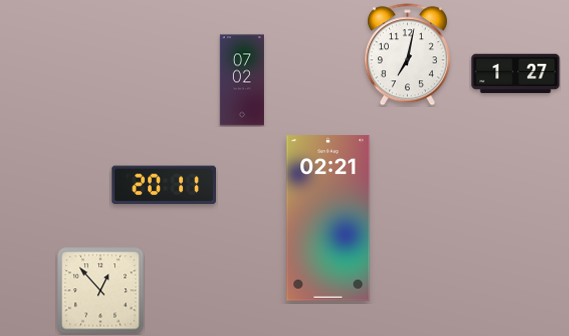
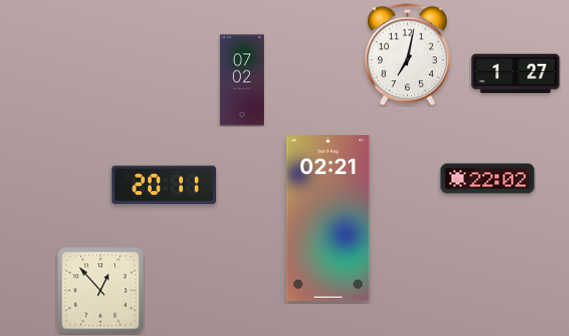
clock at (488, 179): none -> 22:02
